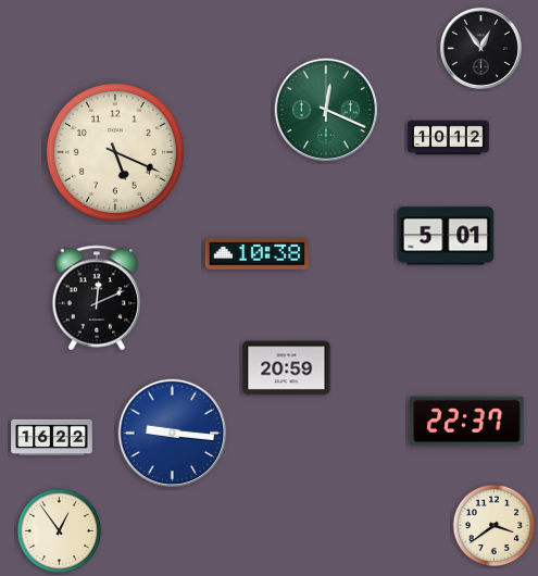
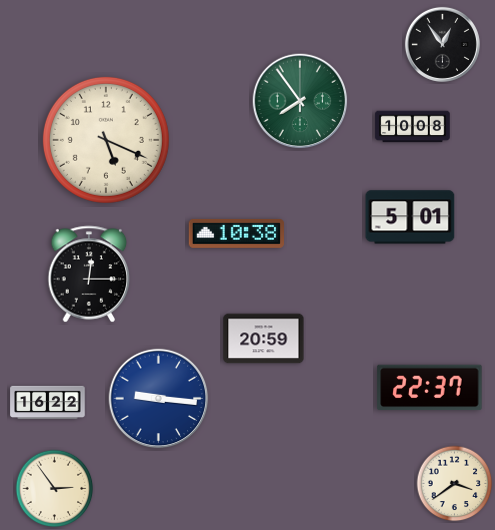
clock at (326, 110): 12:19 -> 7:54
clock at (449, 138): 10:12 -> 10:08
clock at (97, 298): 12:11 -> 12:15
clock at (60, 531): 12:54 -> 2:54
